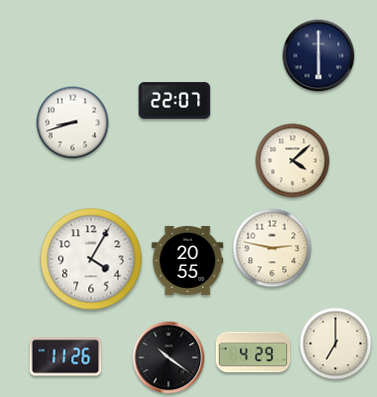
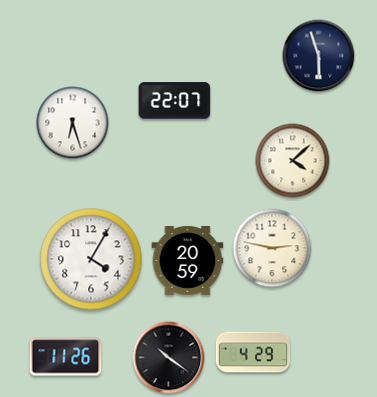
clock at (319, 56): 6:00 -> 5:57
clock at (73, 123): 8:42 -> 6:27
clock at (188, 260): 20:55 -> 20:59
clock at (336, 344): 7:00 -> none
